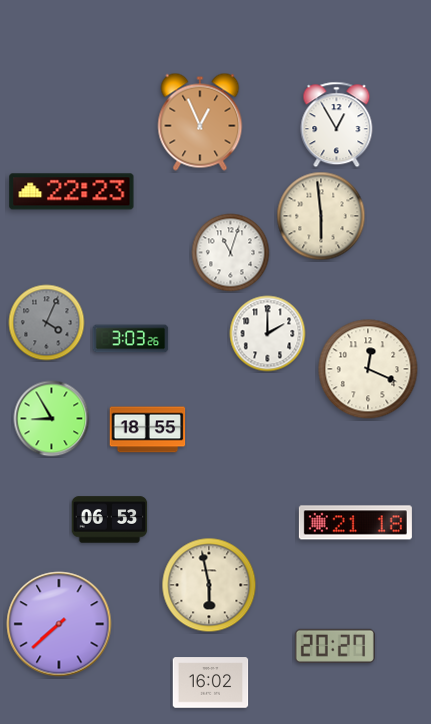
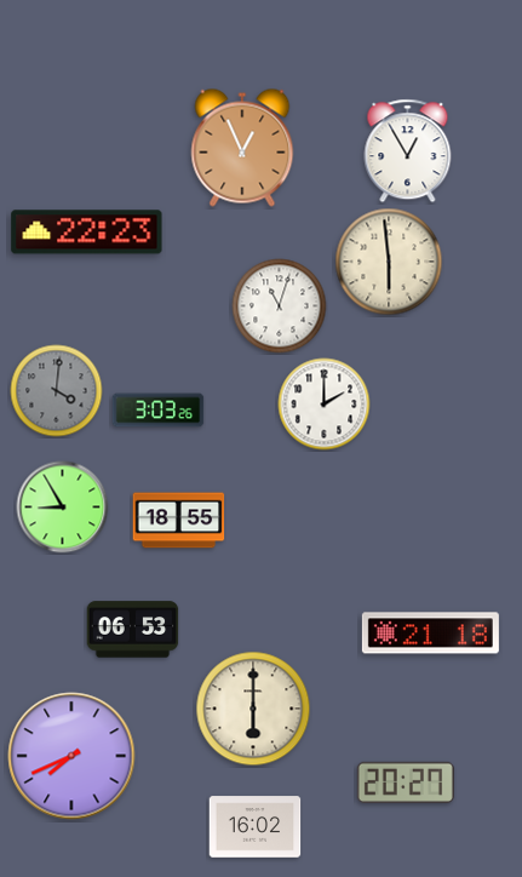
clock at (47, 323): 4:04 -> 4:01
clock at (368, 369): 12:19 -> none
clock at (209, 585): 5:58 -> 6:00
clock at (59, 624): 7:38 -> 7:41
